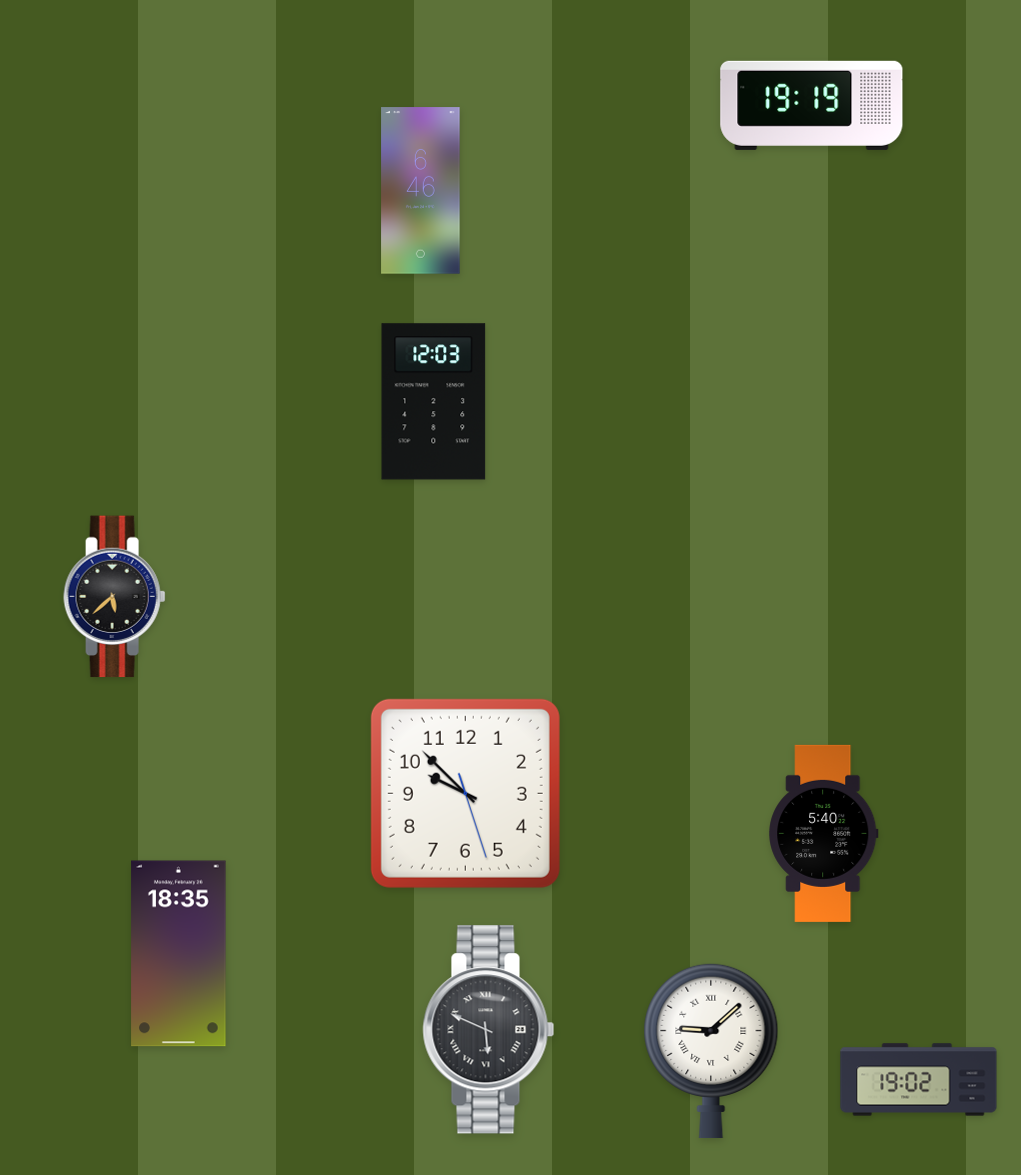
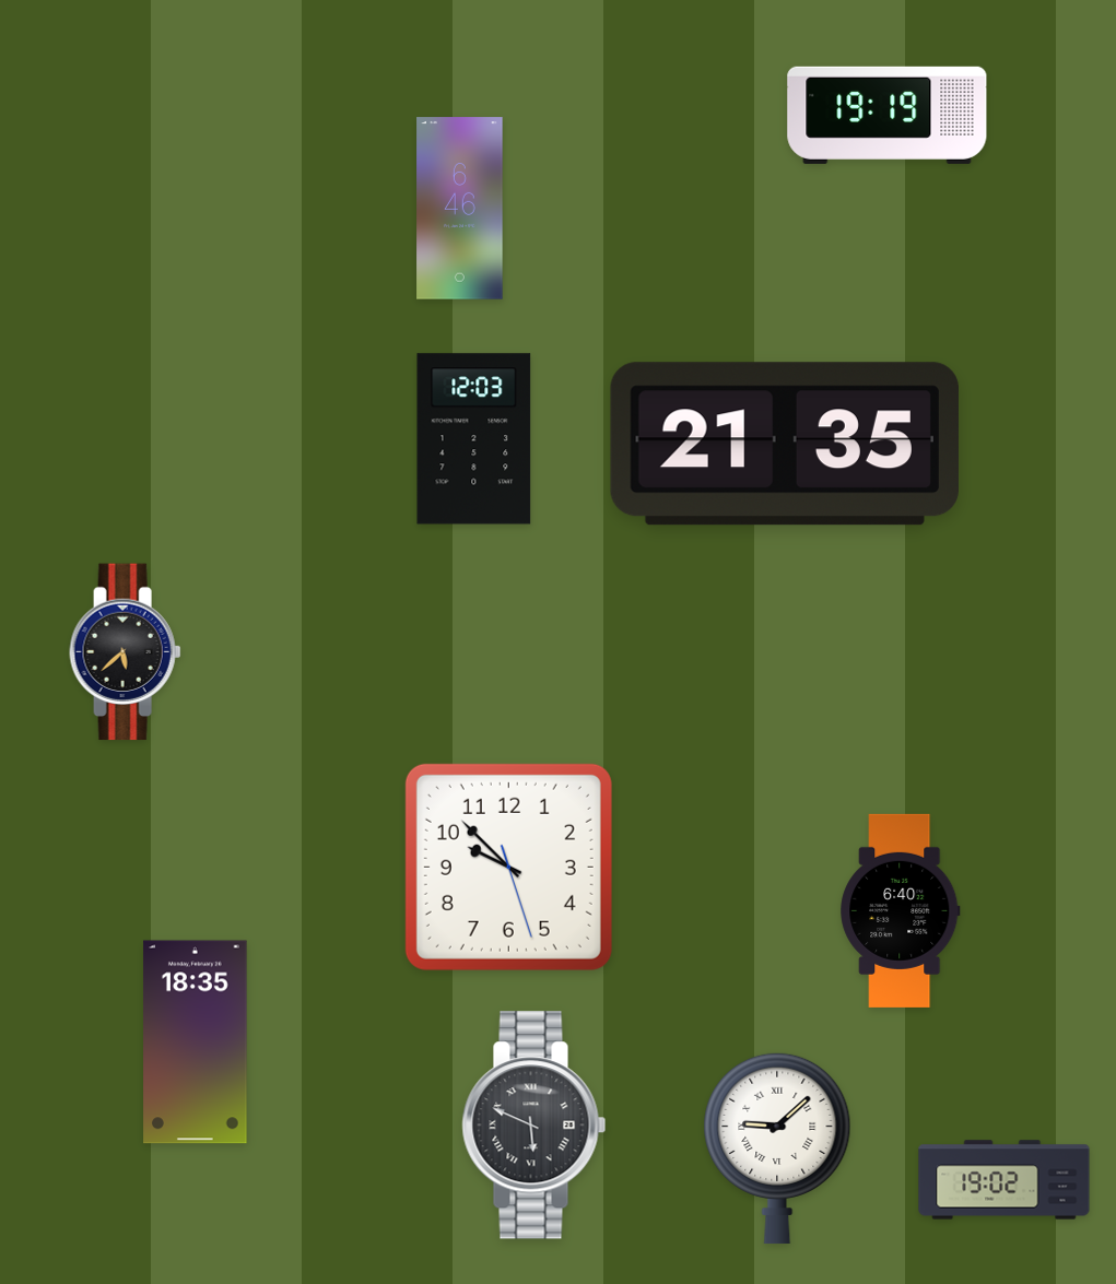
clock at (785, 444): none -> 21:35
clock at (824, 833): 5:40 -> 6:40
